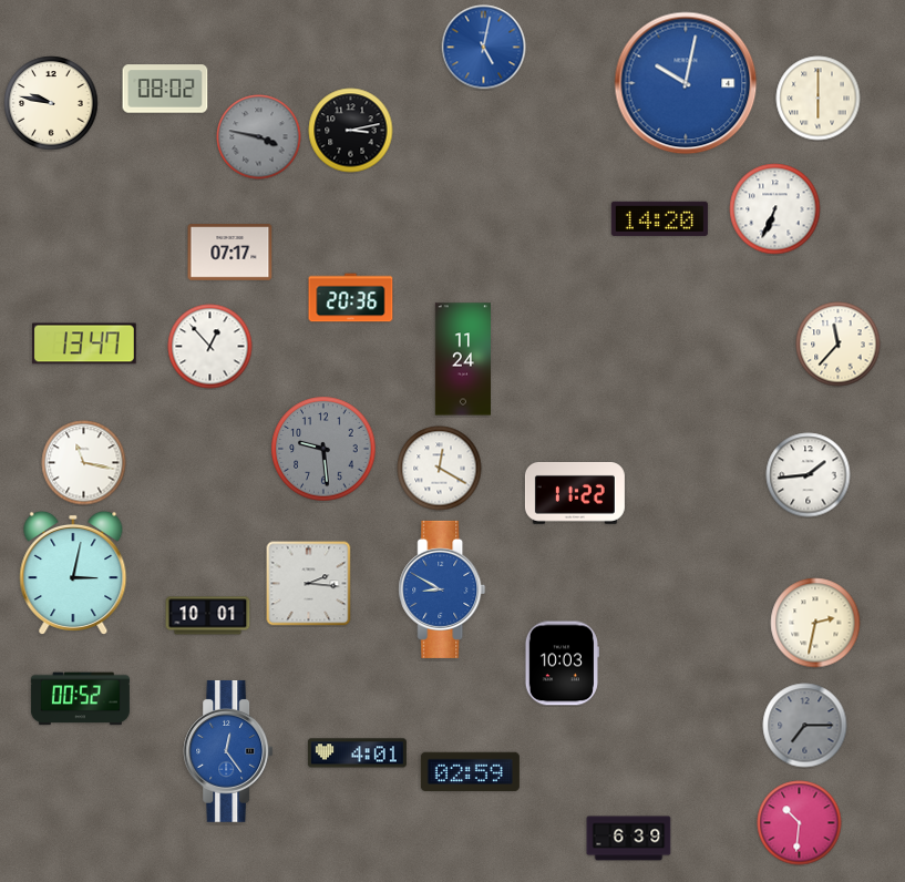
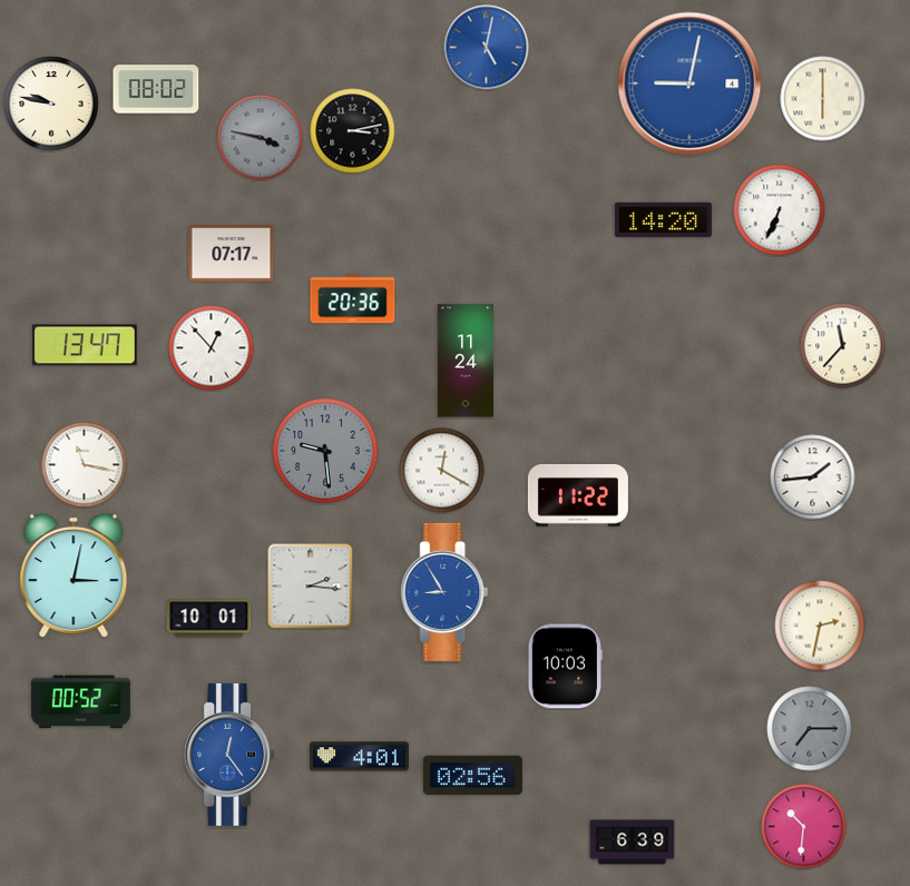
clock at (686, 83): 10:02 -> 9:02
clock at (165, 89) position: (165, 89) -> (156, 89)
clock at (442, 589): 8:50 -> 8:55
clock at (470, 771): 02:59 -> 02:56
